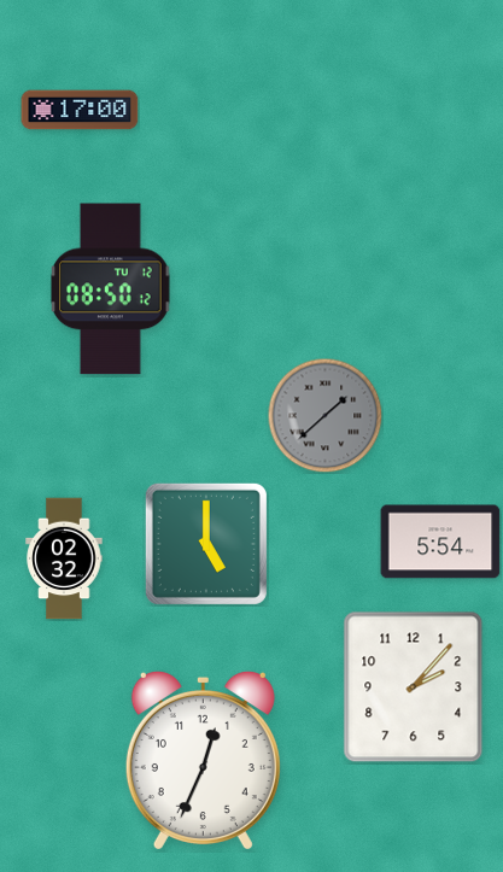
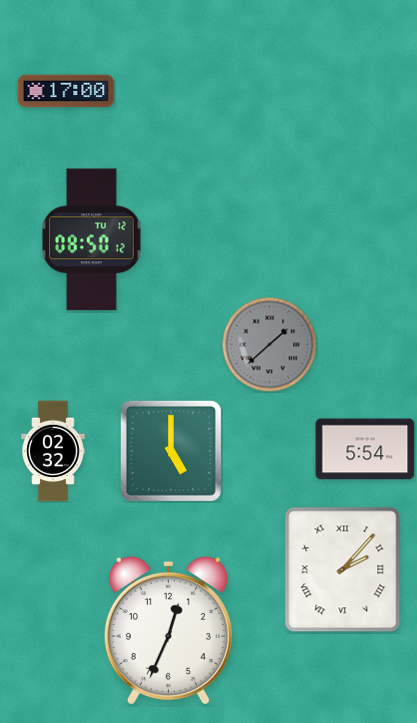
clock at (64, 558) position: (64, 558) -> (53, 451)
clock at (414, 687) numerals: Arabic -> Roman
